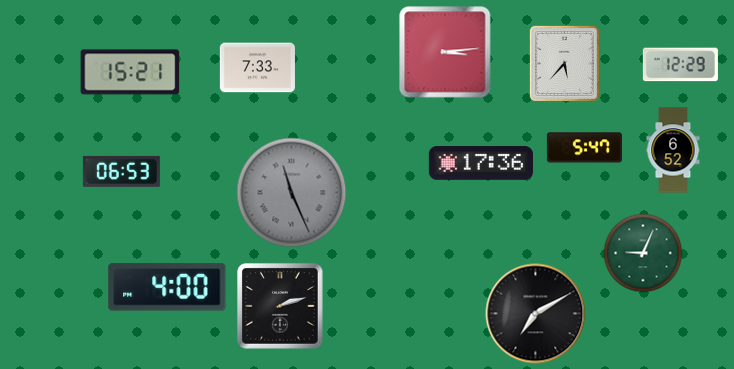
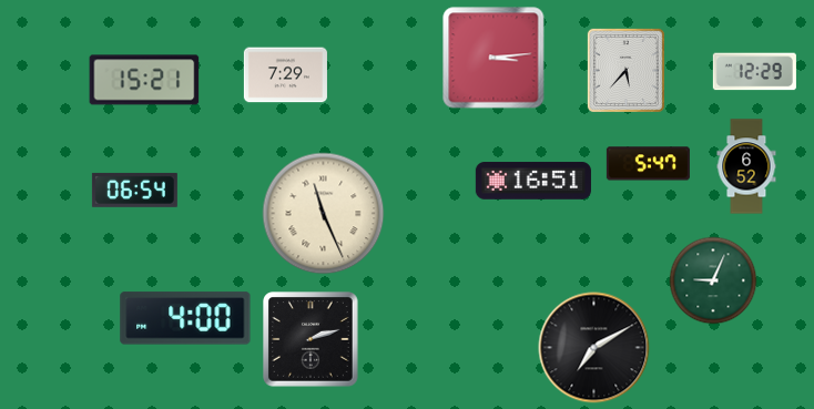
clock at (257, 68): 7:33 -> 7:29
clock at (481, 163): 17:36 -> 16:51
clock at (121, 171): 06:53 -> 06:54
clock at (292, 193) dial: grey -> cream
